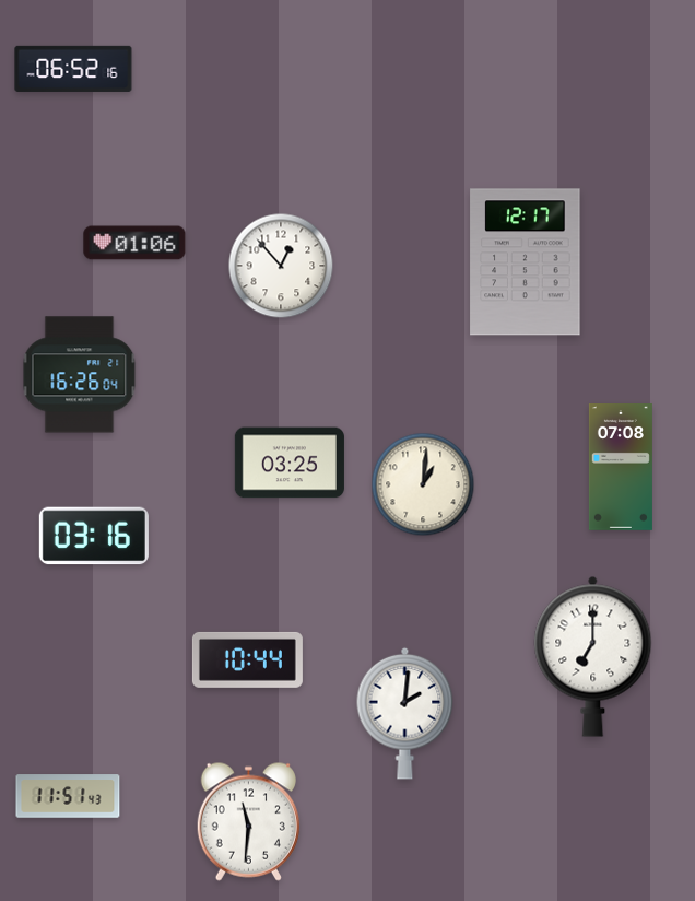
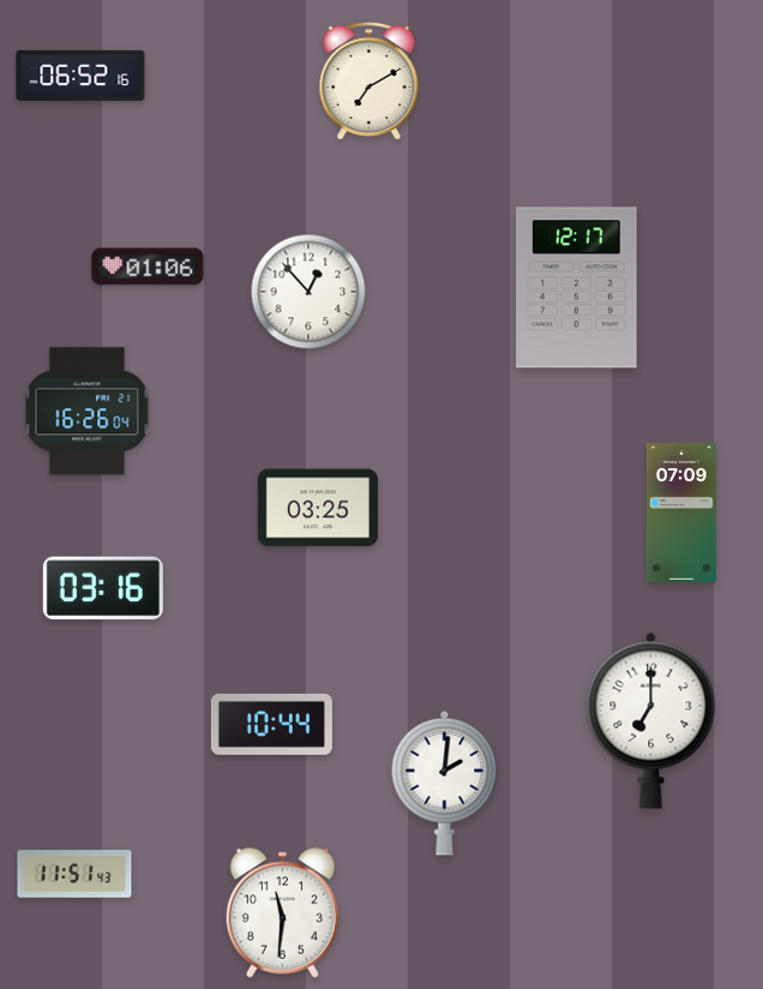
clock at (370, 82): none -> 7:10
clock at (621, 468): 07:08 -> 07:09
clock at (423, 484): 1:01 -> none
clock at (248, 821) position: (248, 821) -> (282, 912)
